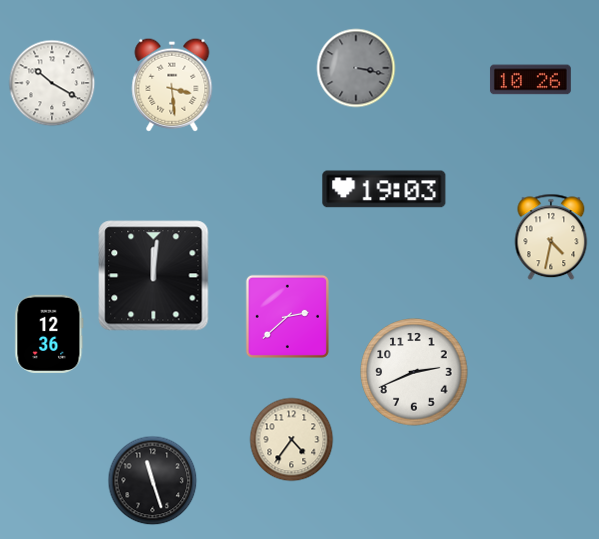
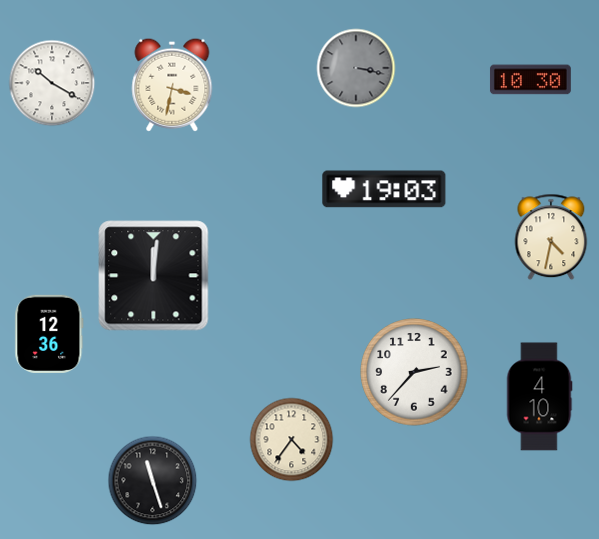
clock at (530, 80): 10:26 -> 10:30
clock at (172, 85): 3:29 -> 3:32
clock at (287, 316): 2:38 -> none
clock at (414, 372): 2:41 -> 2:37
clock at (539, 397): none -> 4:10
